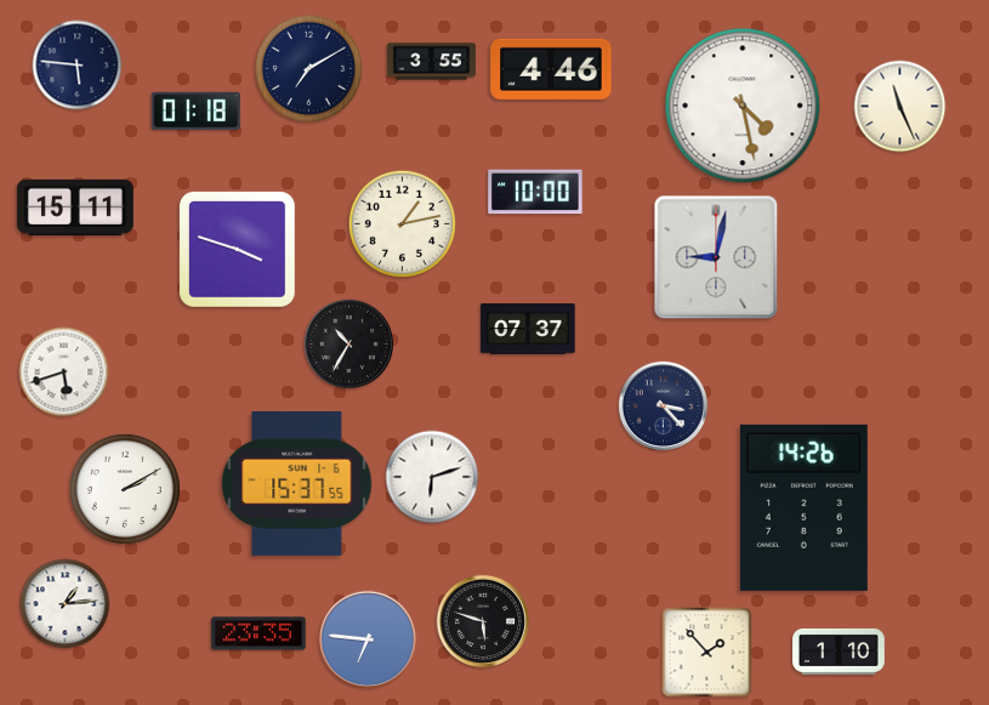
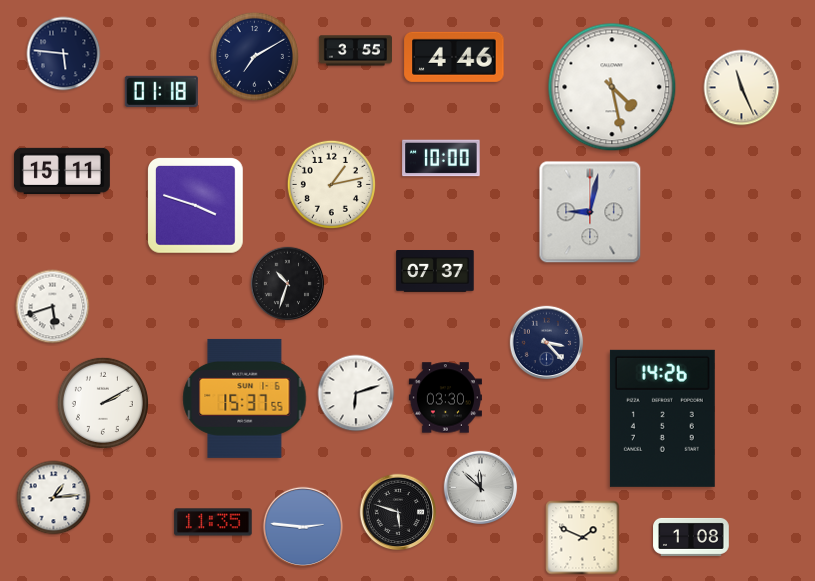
clock at (349, 345): 10:35 -> 10:33
clock at (664, 406) position: (664, 406) -> (547, 343)
clock at (445, 398): none -> 03:30
clock at (481, 488): none -> 11:52
clock at (258, 633): 23:35 -> 11:35
clock at (366, 638): 6:46 -> 2:46
clock at (839, 652): 1:10 -> 1:08
clock at (707, 653): 1:53 -> 1:49
